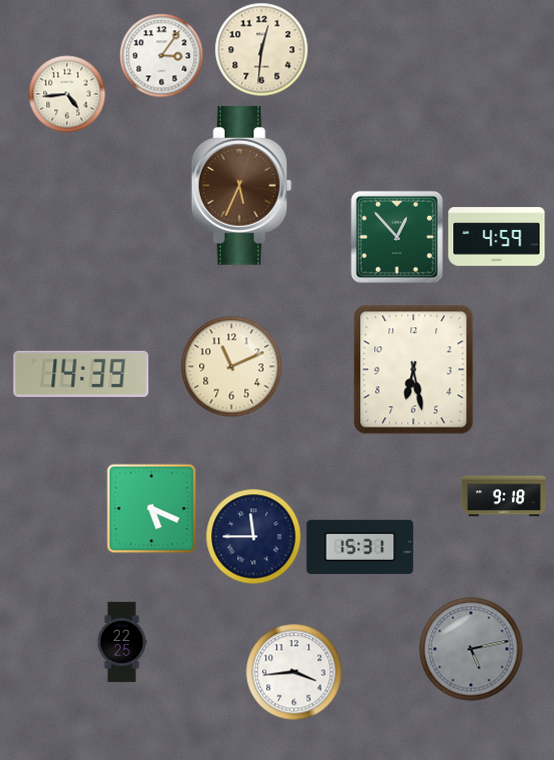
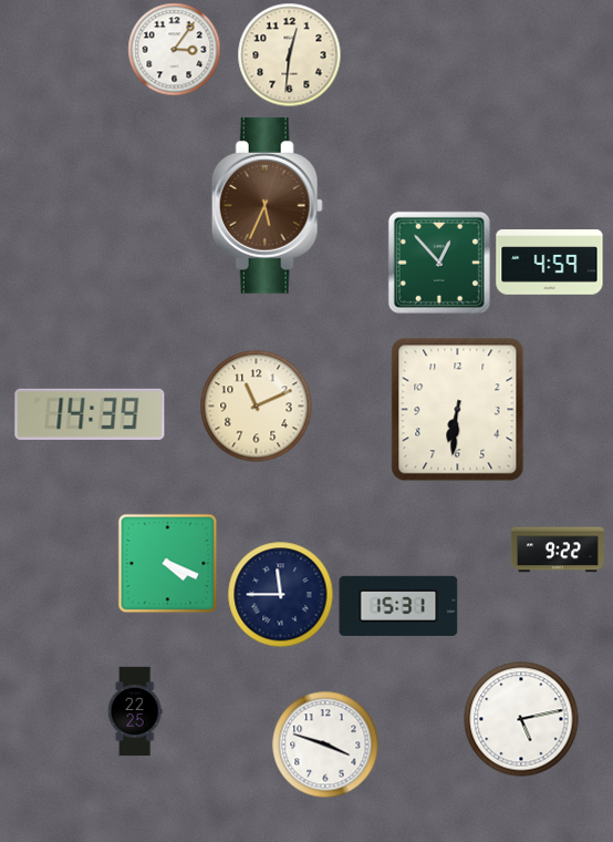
clock at (162, 56) position: (162, 56) -> (175, 50)
clock at (67, 94): 4:44 -> none
clock at (414, 370): 6:28 -> 6:31
clock at (504, 496): 9:18 -> 9:22
clock at (152, 509): 5:19 -> 4:19
clock at (471, 649) dial: grey -> white
clock at (294, 672): 3:44 -> 3:48
